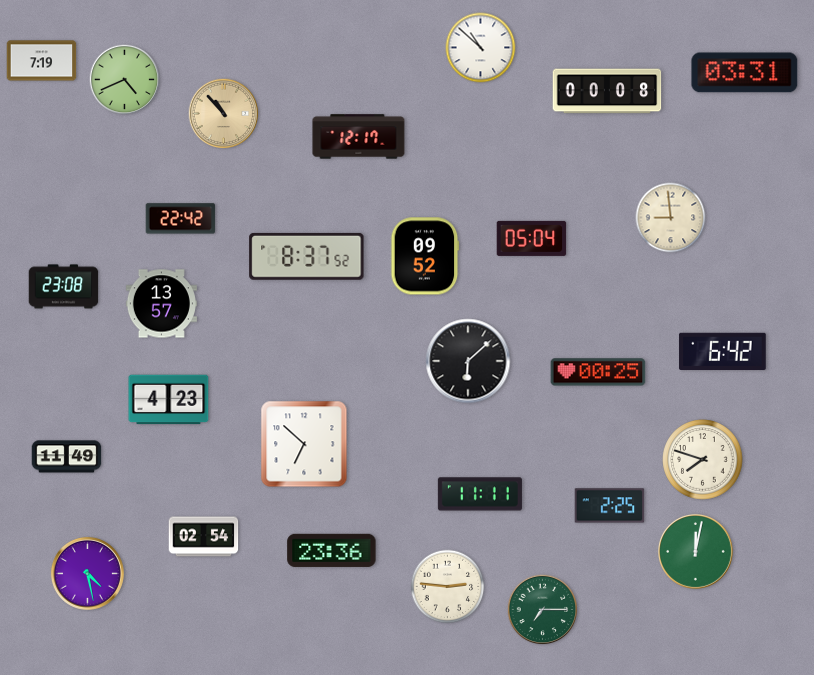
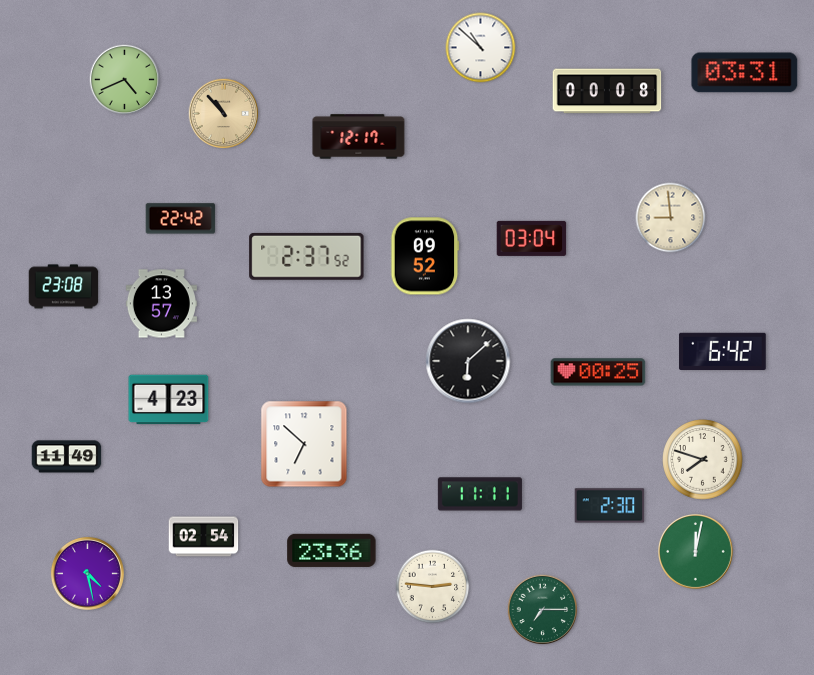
clock at (42, 61): 7:19 -> none
clock at (532, 238): 05:04 -> 03:04
clock at (307, 256): 8:37 -> 2:37
clock at (610, 506): 2:25 -> 2:30
clock at (448, 587) position: (448, 587) -> (433, 587)
